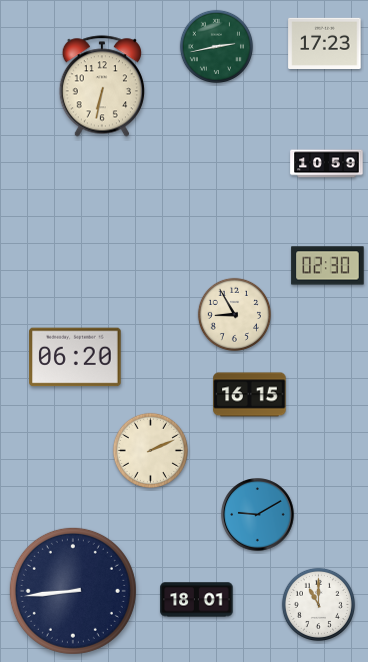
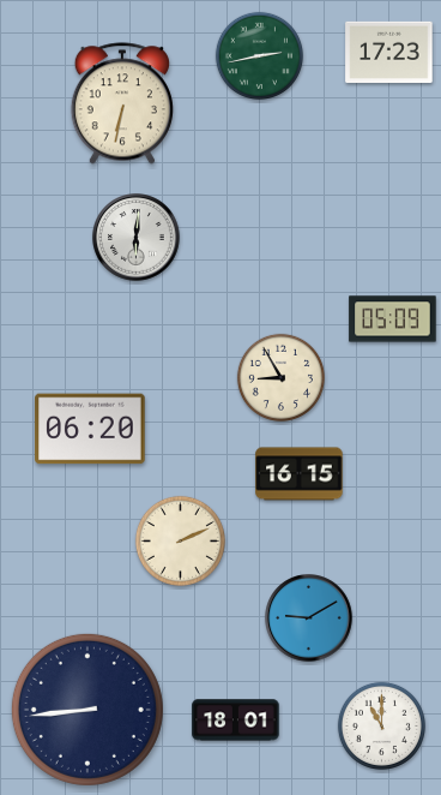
clock at (327, 164): 10:59 -> none
clock at (137, 238): none -> 6:01
clock at (328, 266): 02:30 -> 05:09
